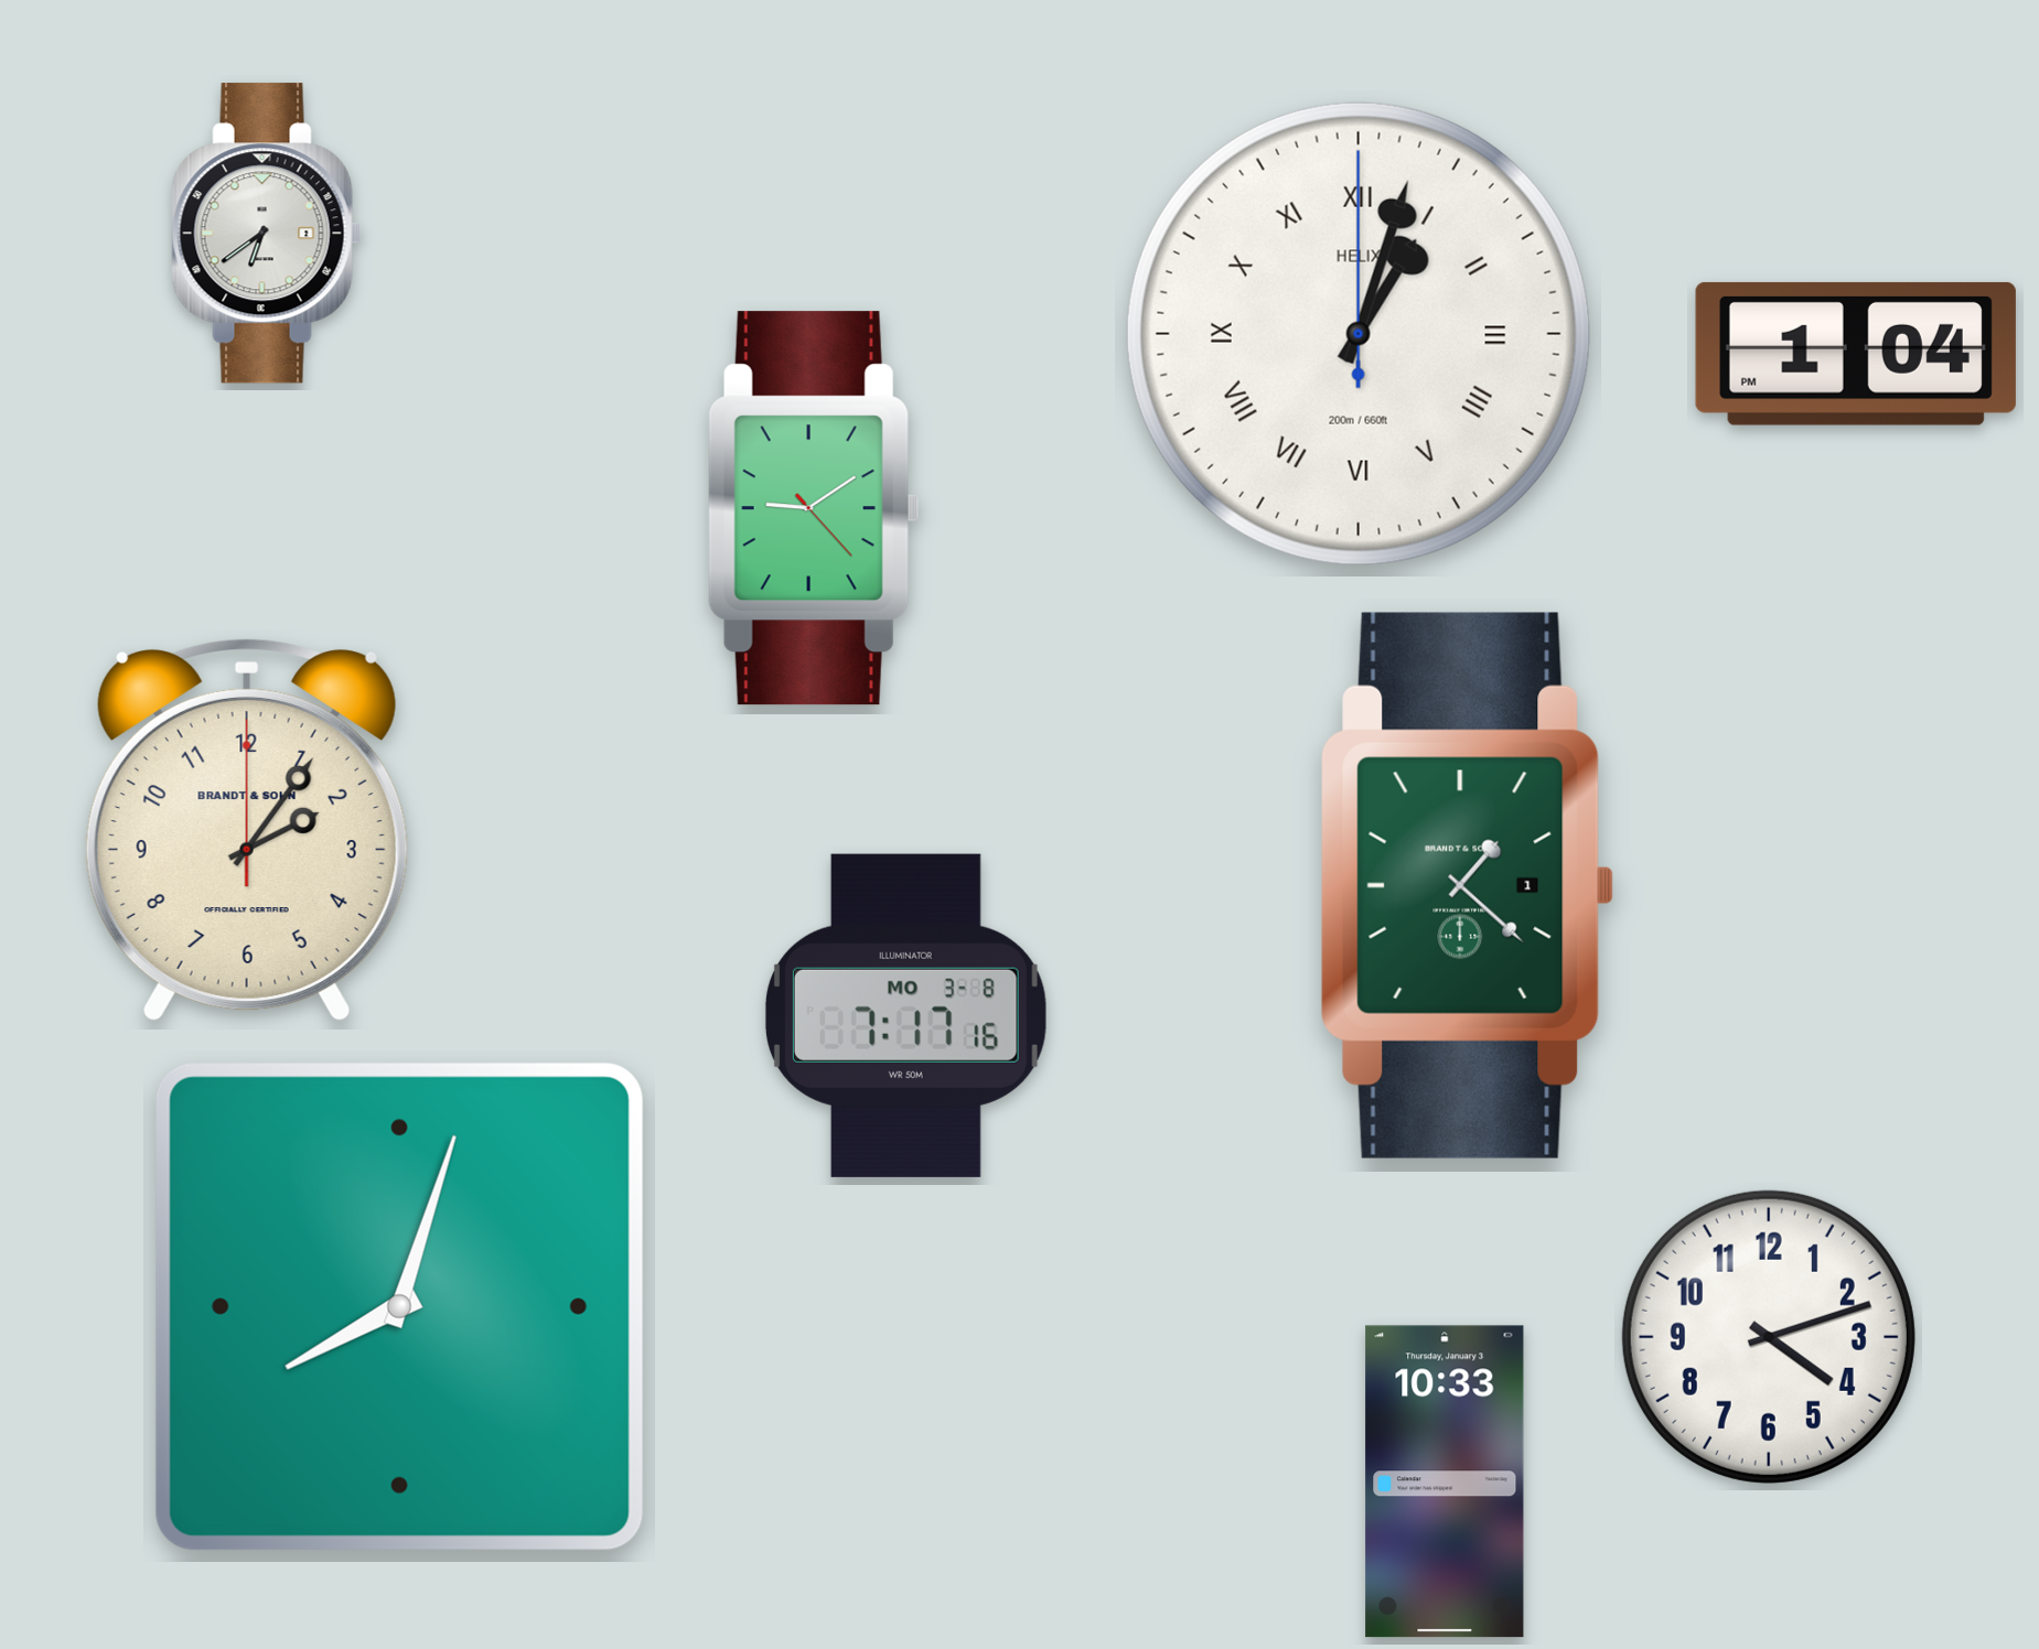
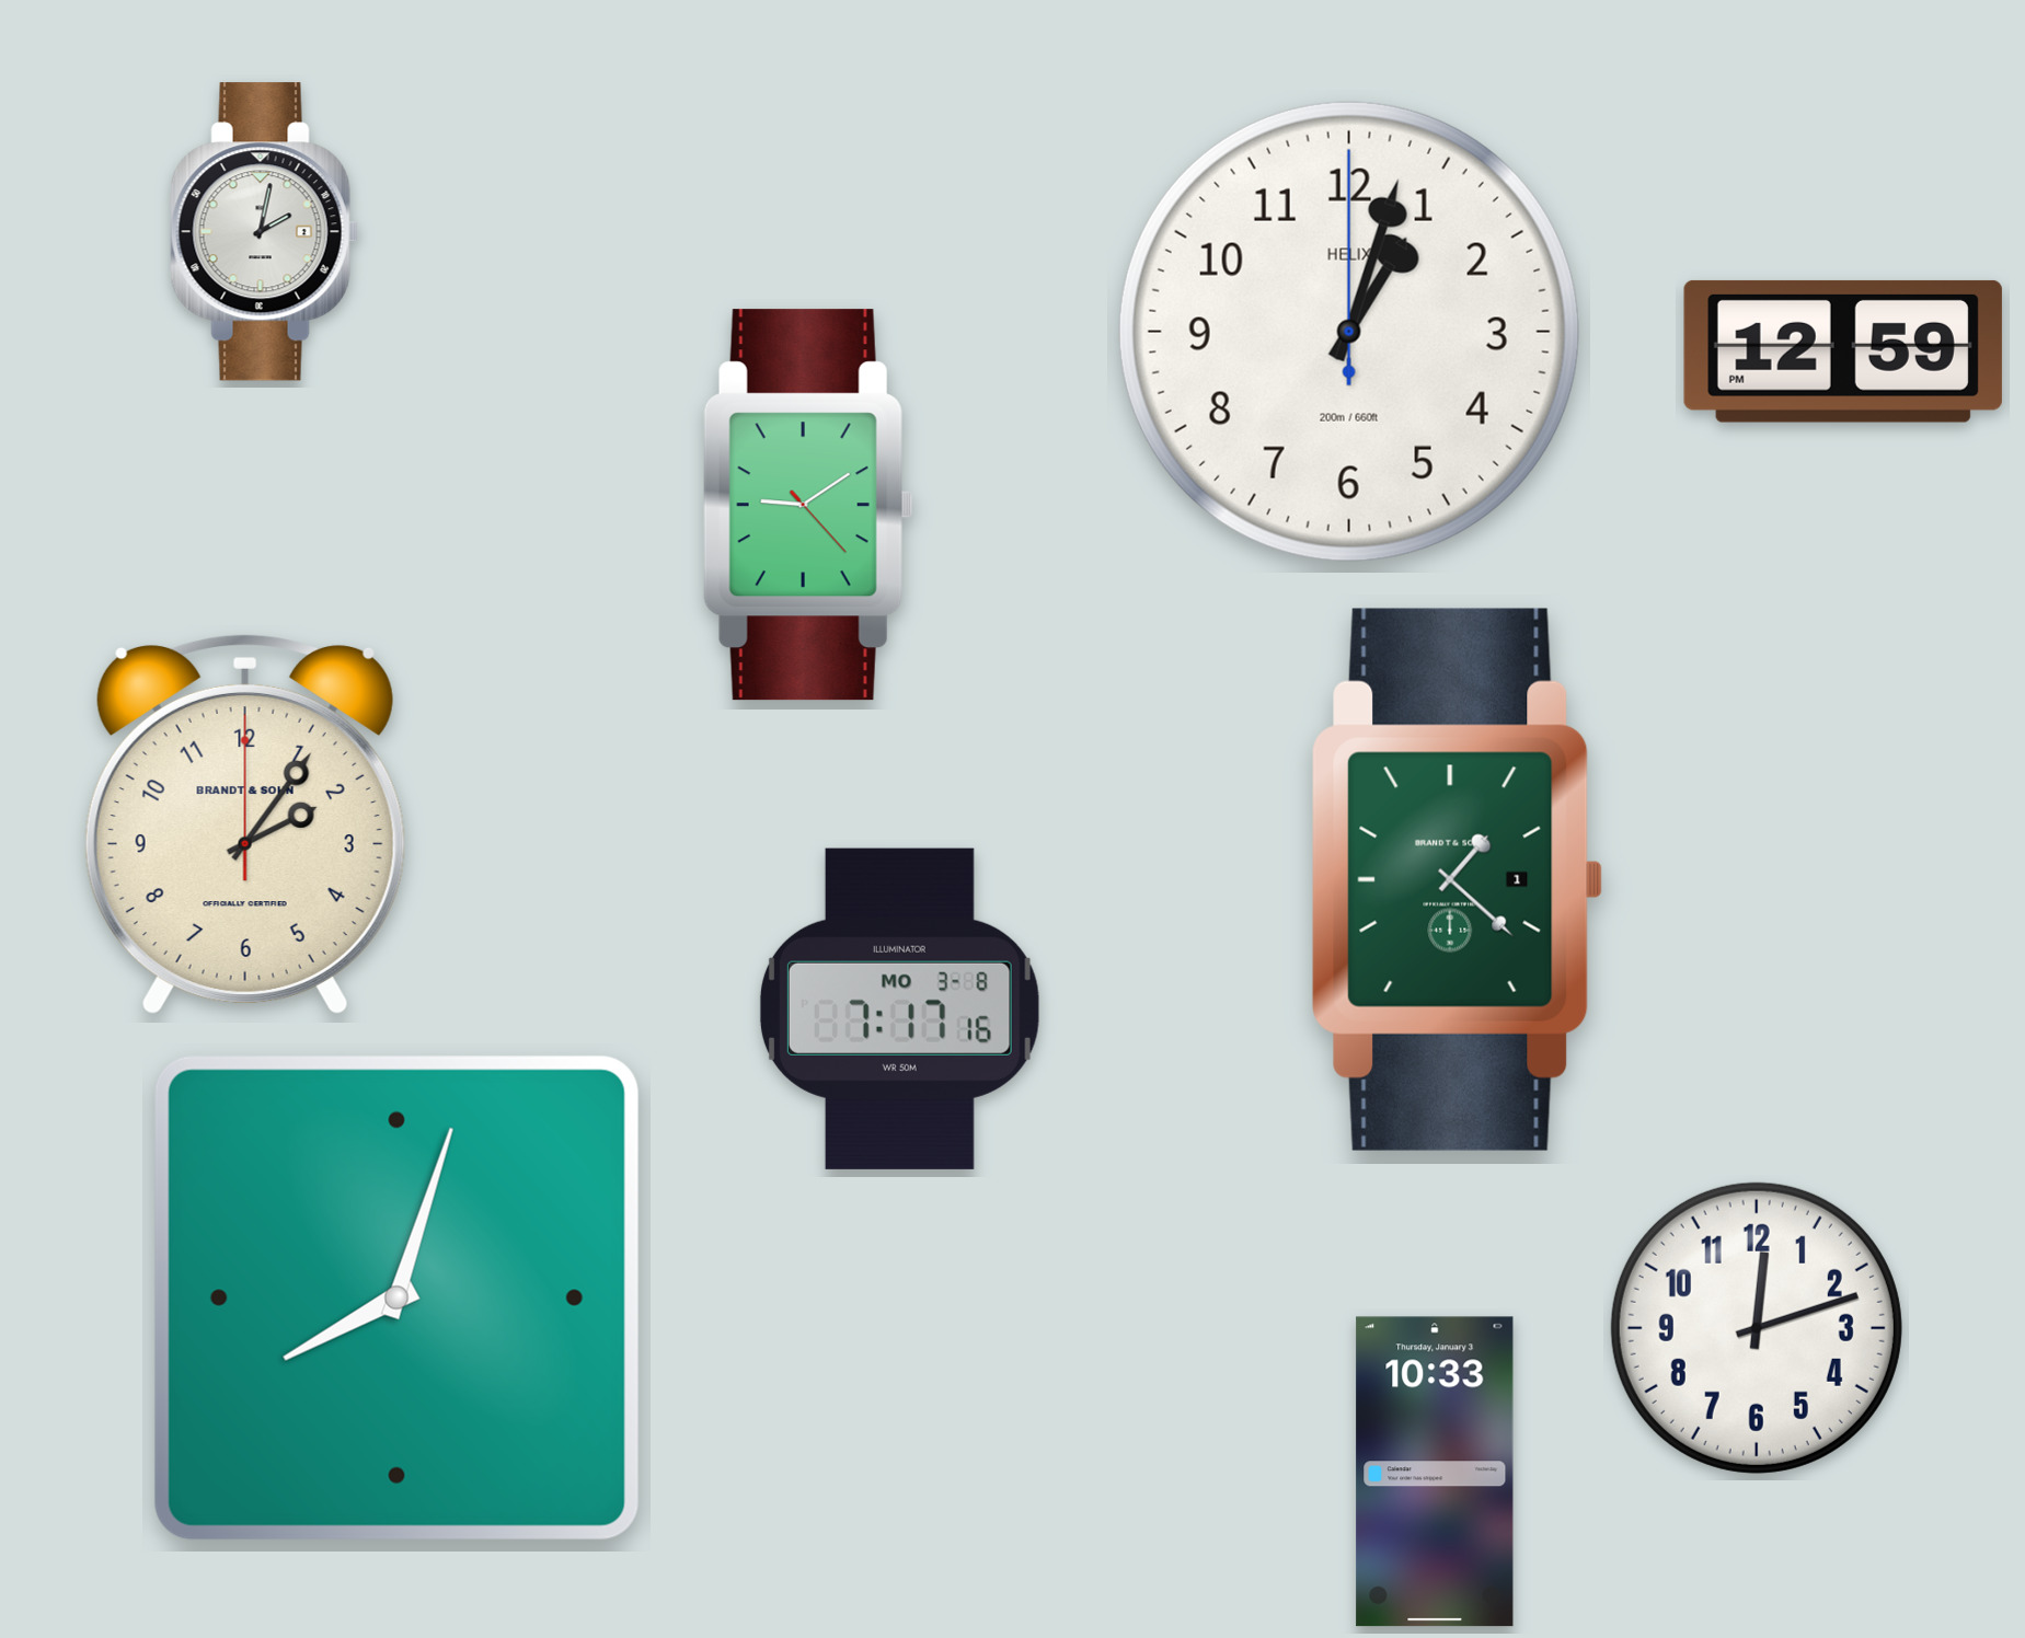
clock at (267, 234): 6:39 -> 2:02
clock at (1359, 334) numerals: Roman -> Arabic
clock at (1856, 354): 1:04 -> 12:59
clock at (1769, 1337): 4:12 -> 12:12
